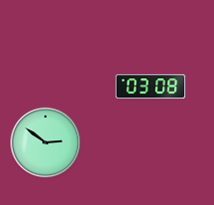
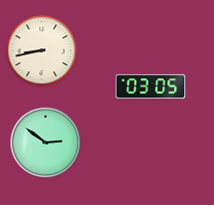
clock at (42, 51): none -> 8:43
clock at (151, 87): 03:08 -> 03:05
